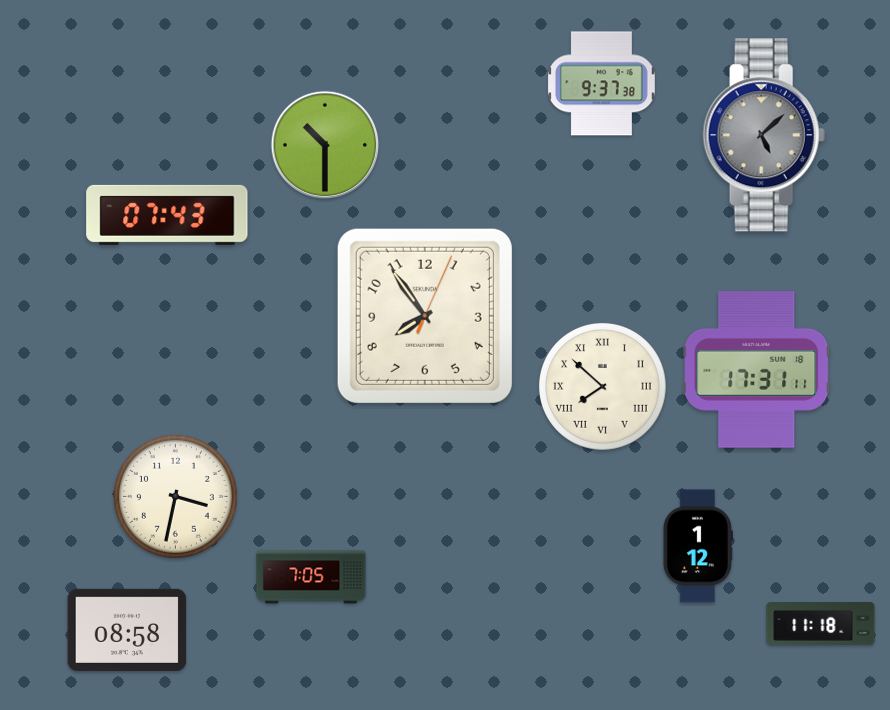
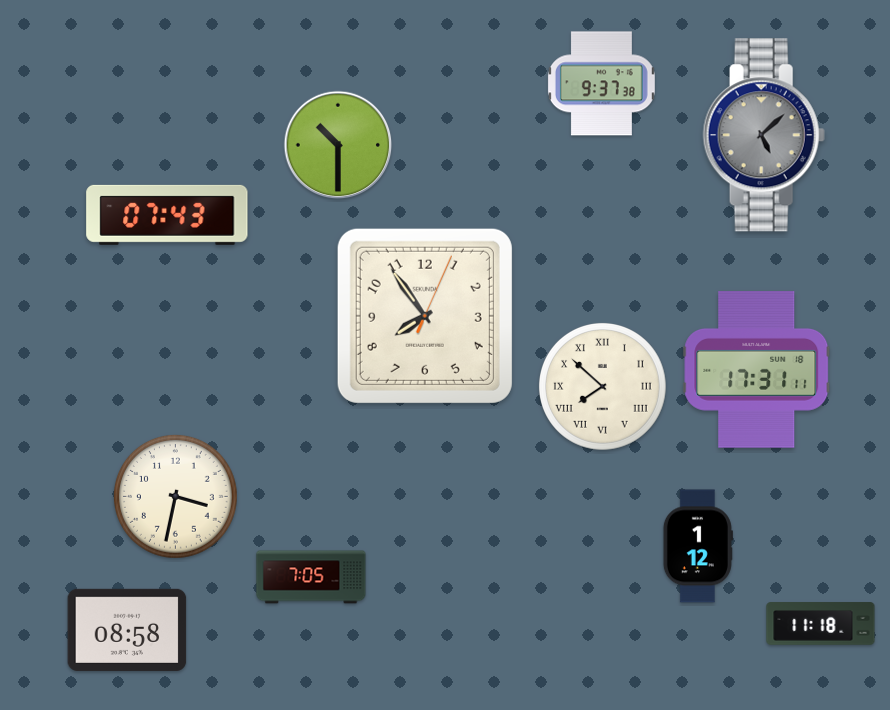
clock at (325, 145) position: (325, 145) -> (338, 145)
